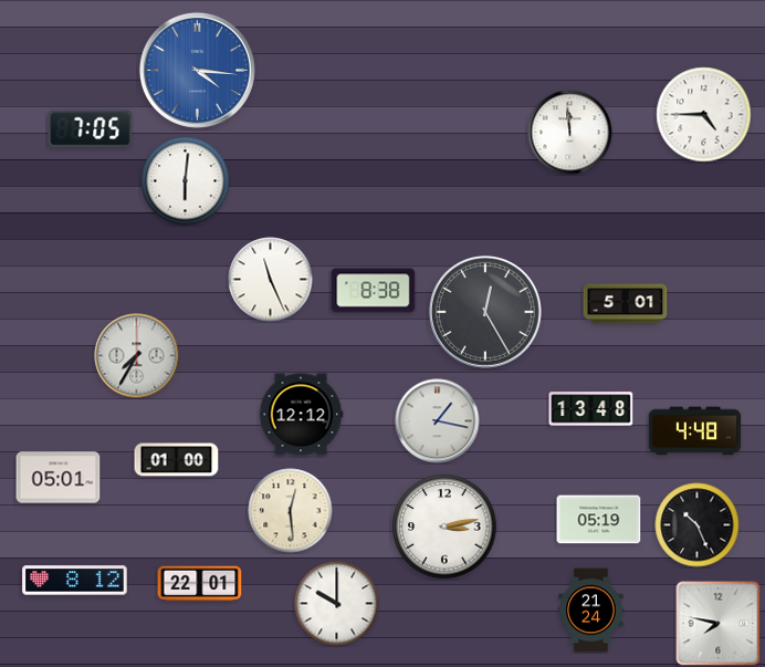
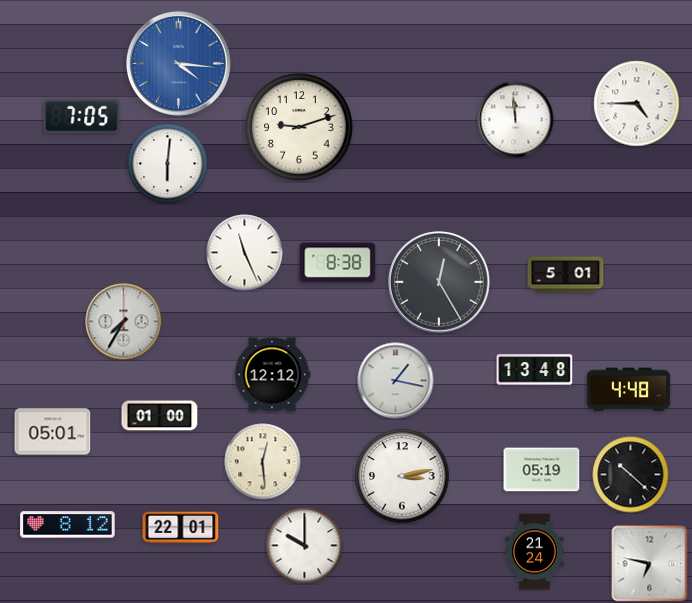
clock at (299, 127): none -> 9:12
clock at (698, 525): 10:26 -> 10:22
clock at (719, 624): 7:47 -> 6:47
